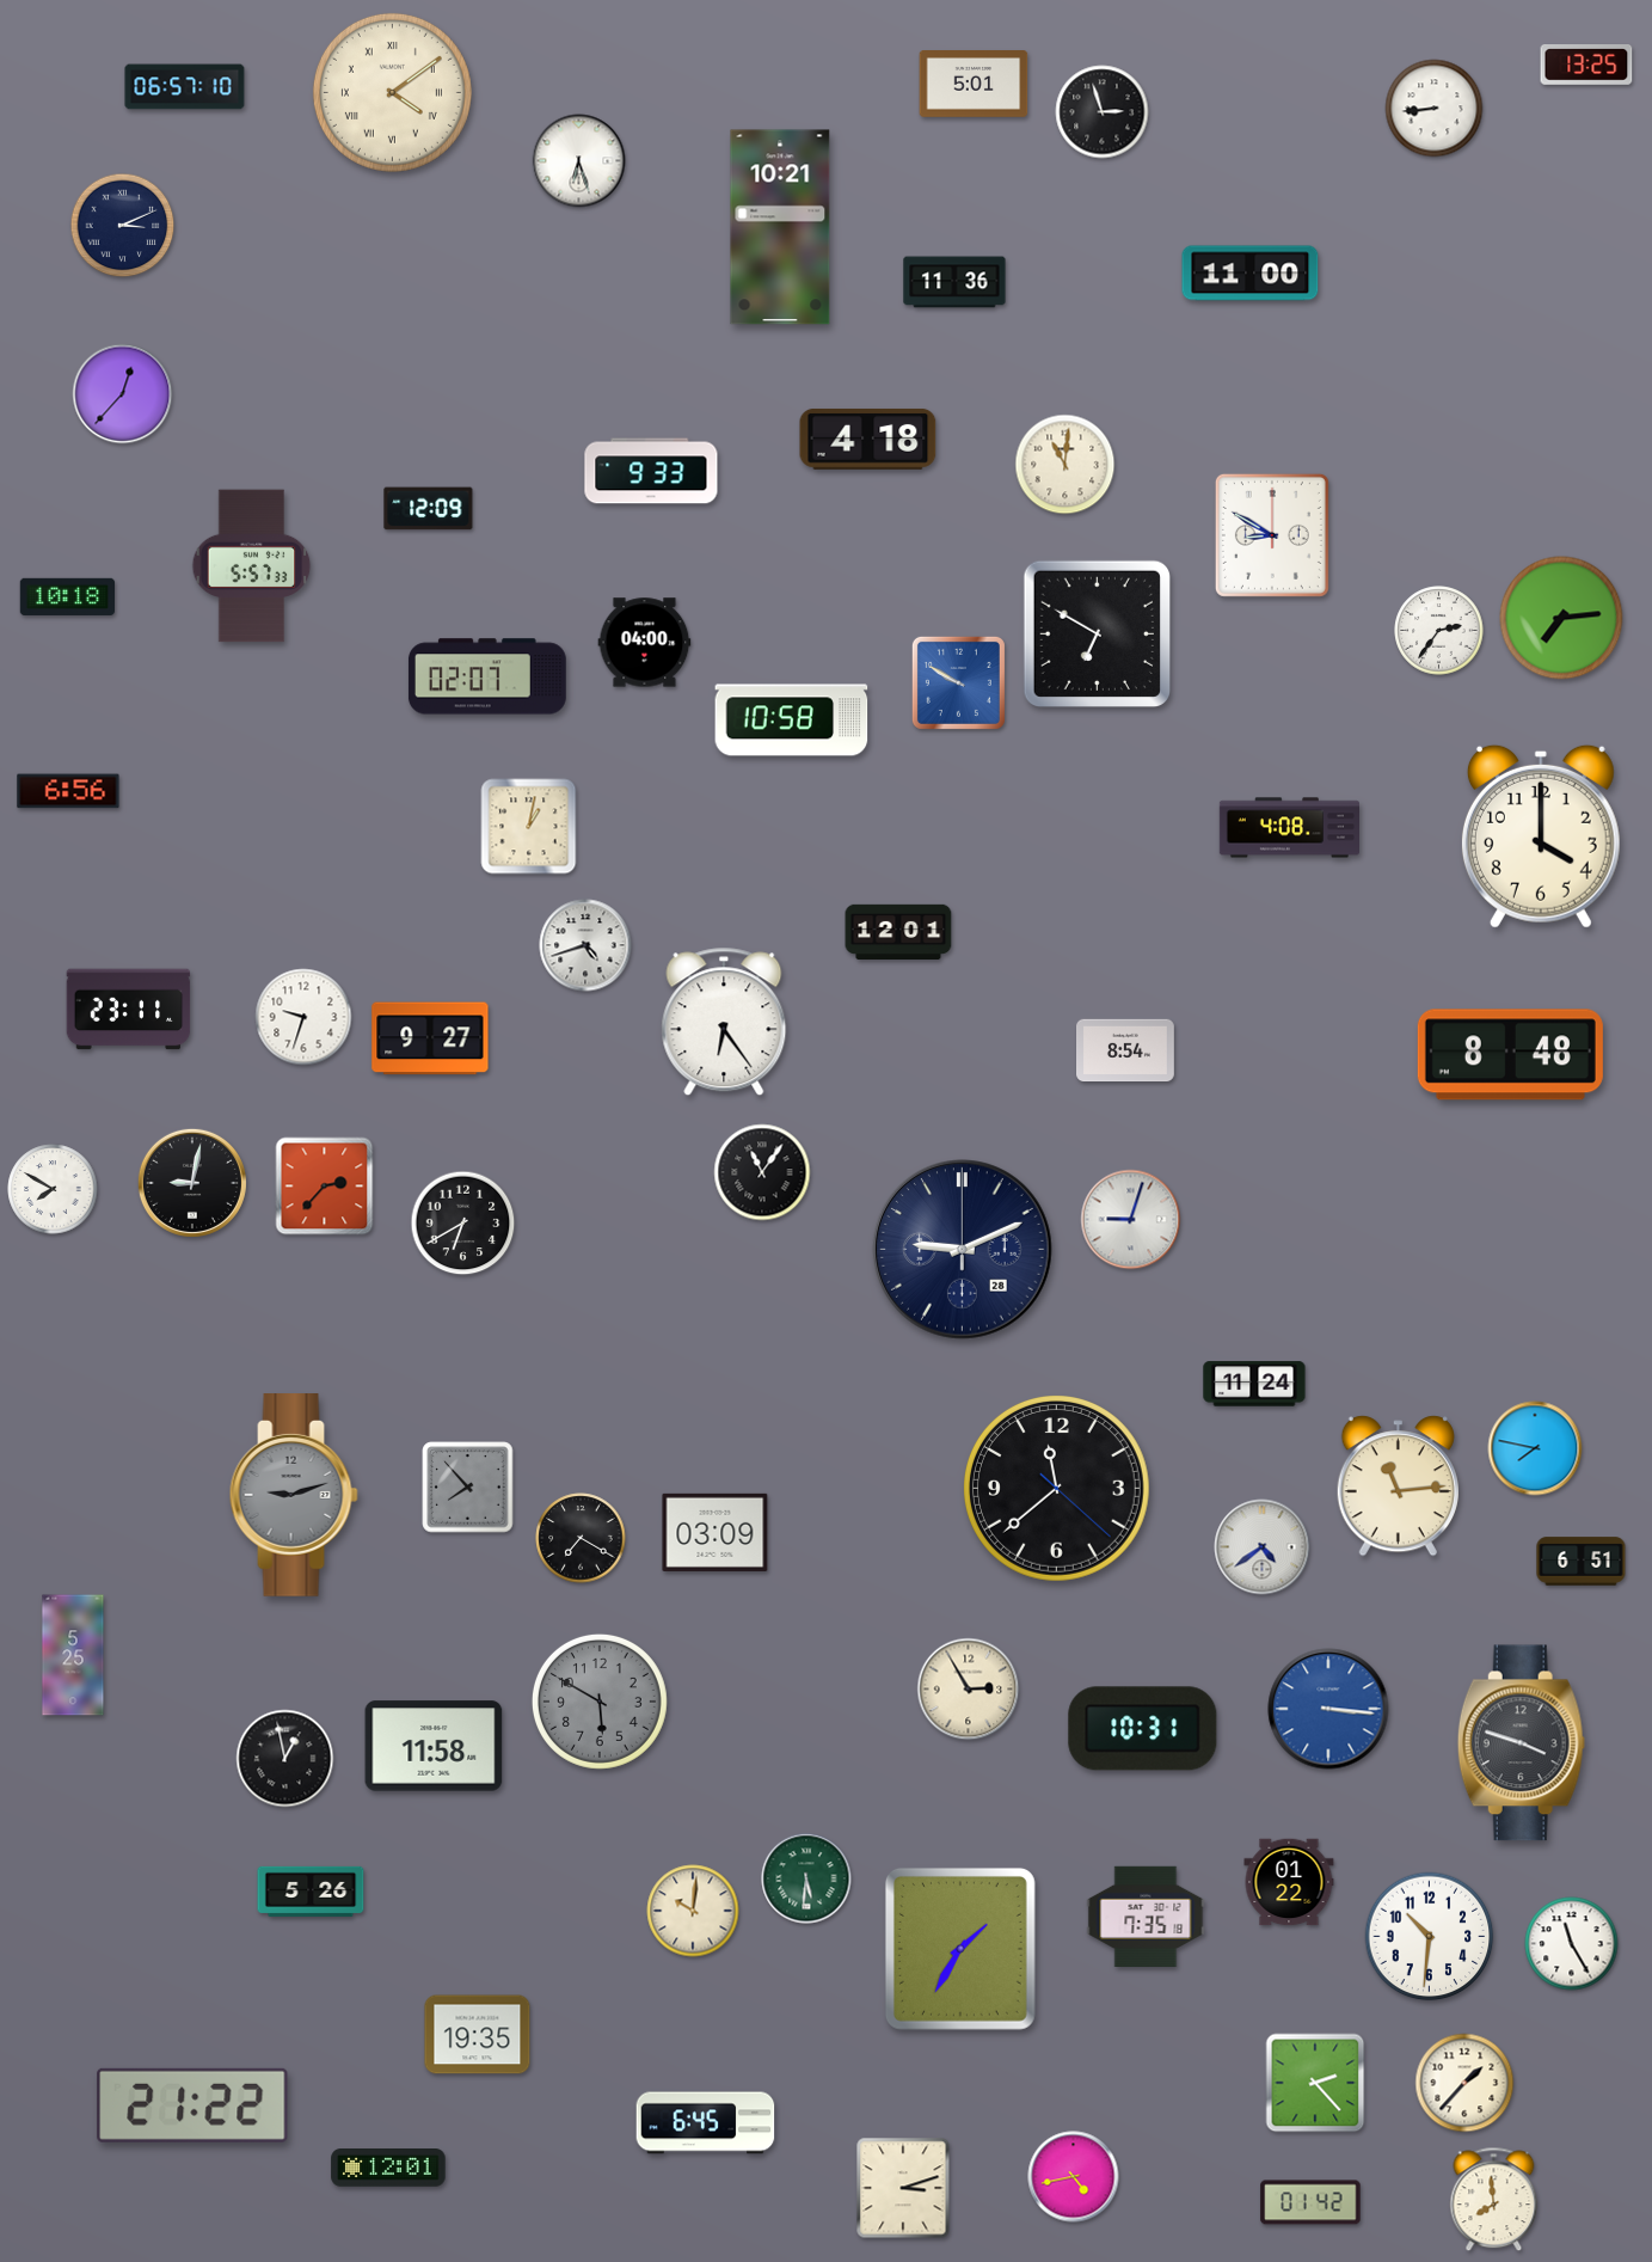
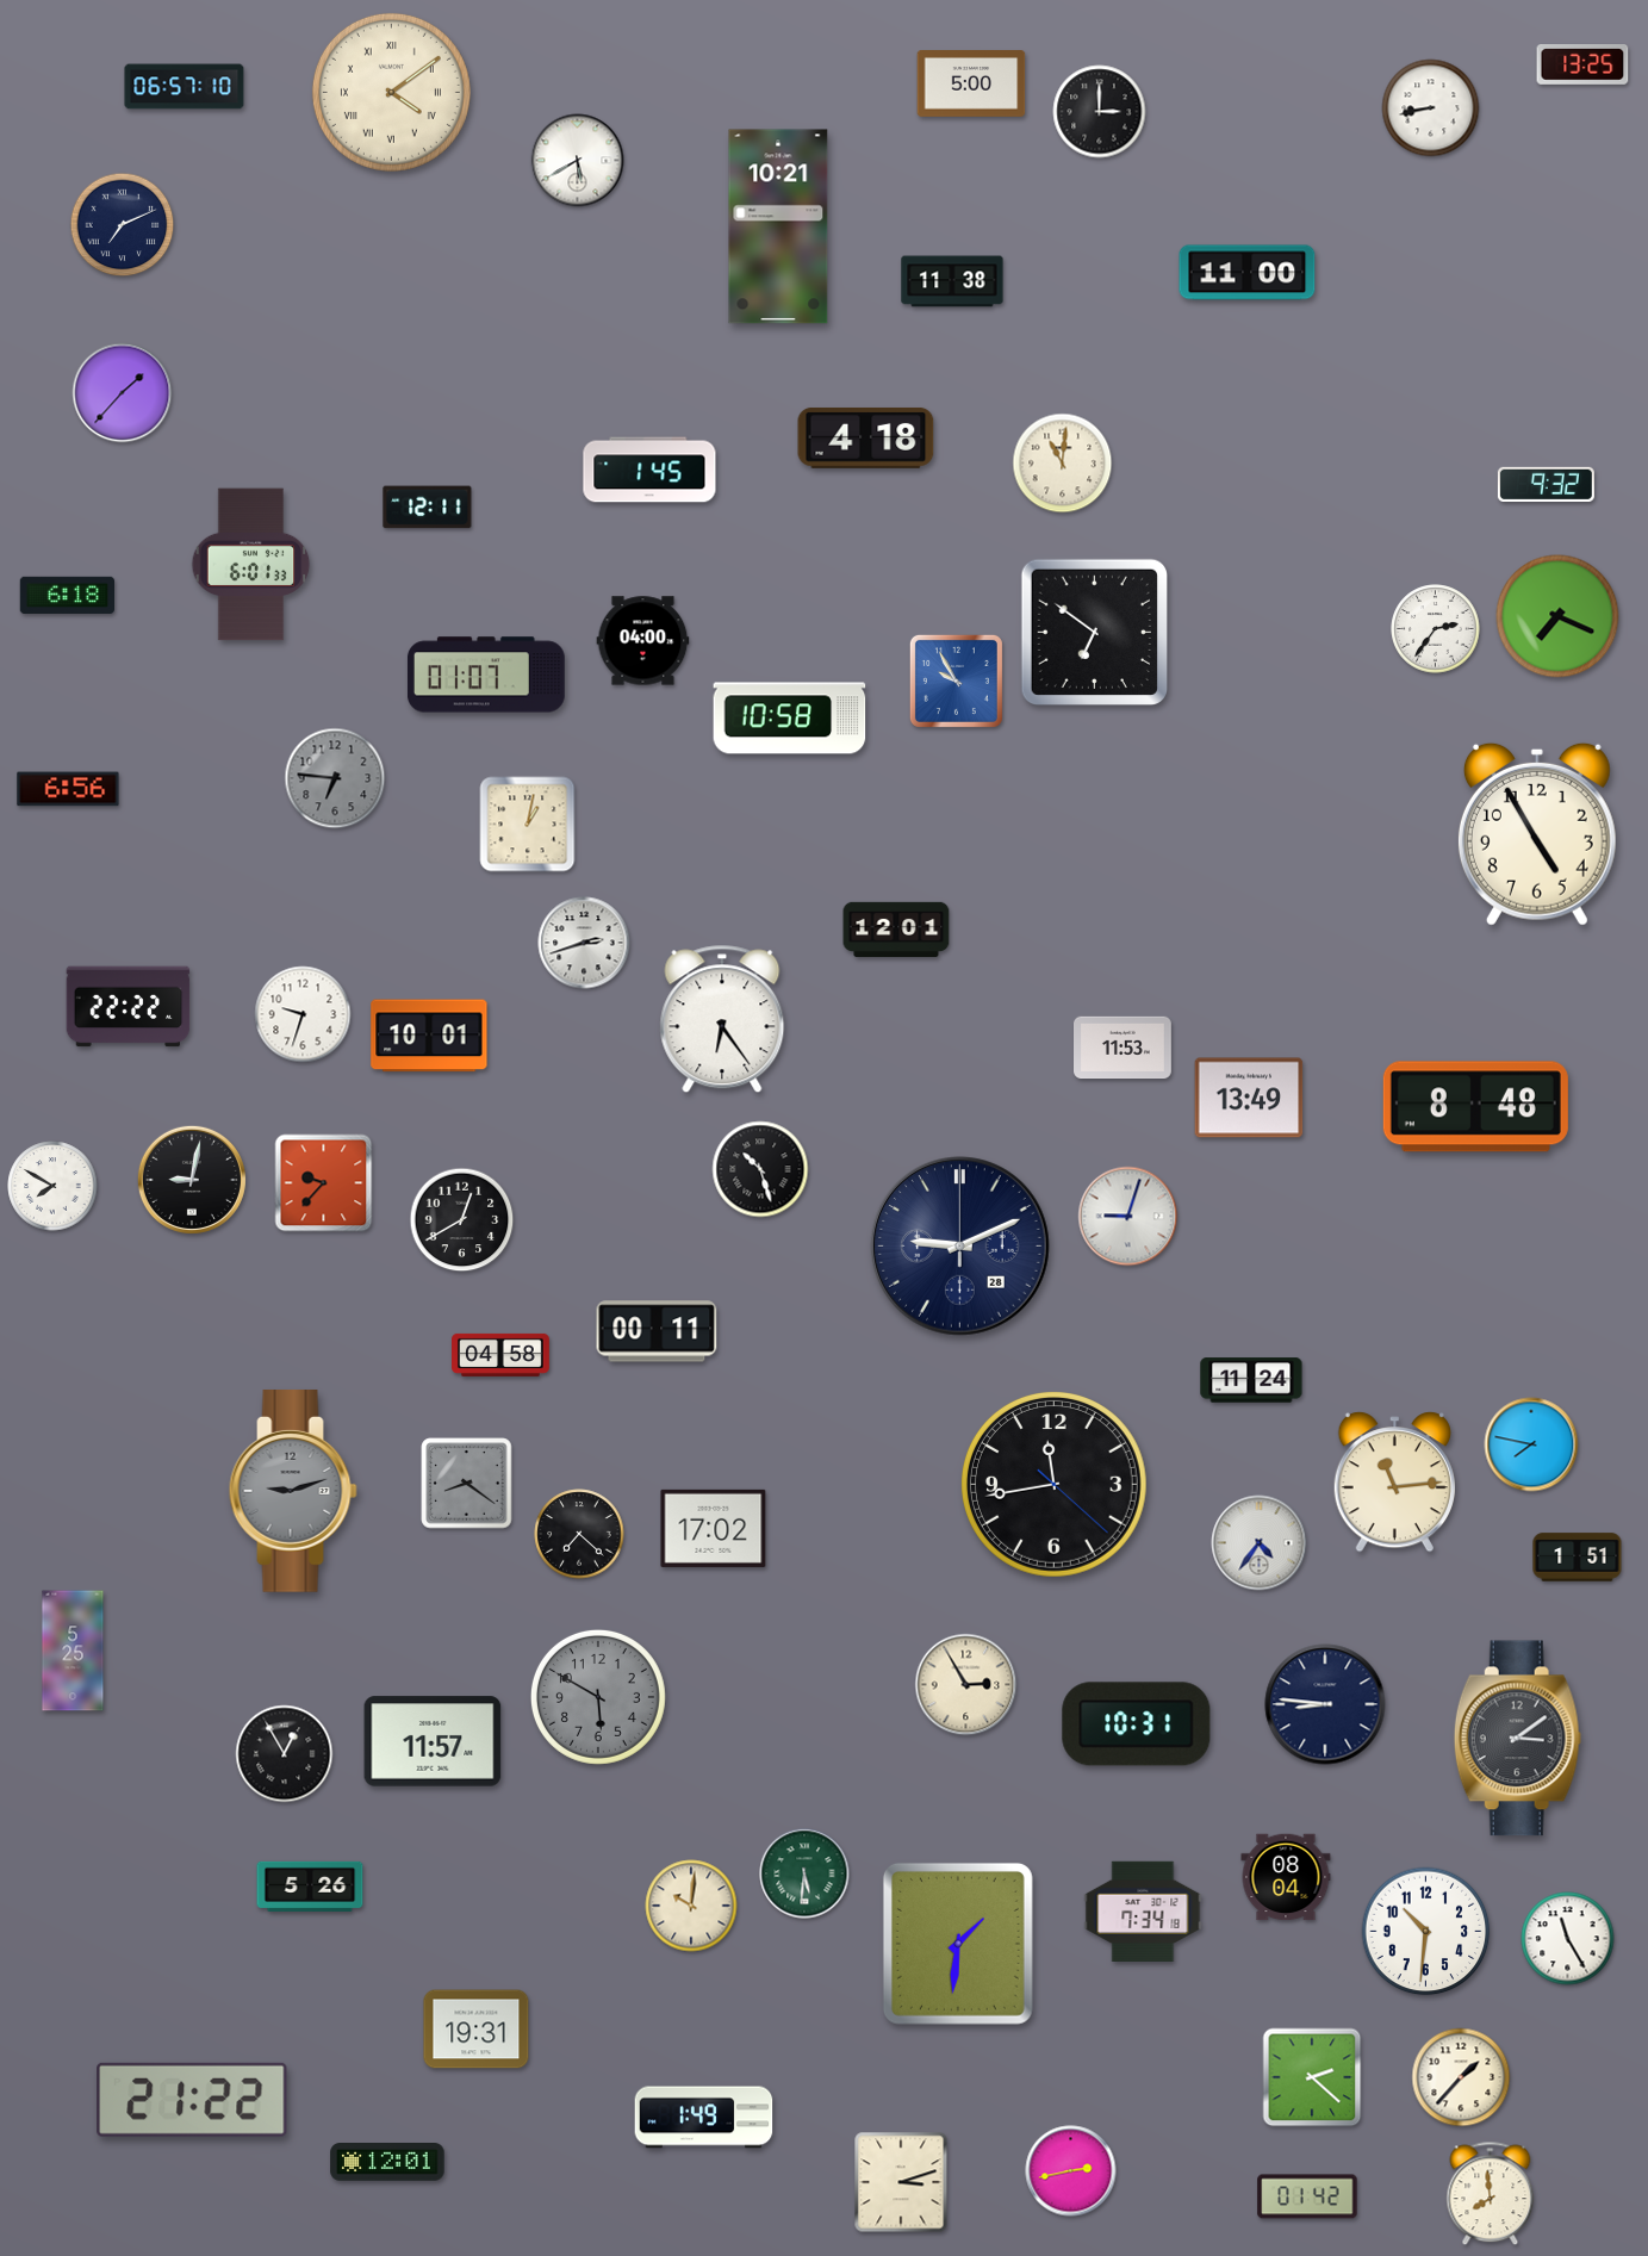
clock at (974, 85): 5:01 -> 5:00
clock at (1435, 109): 8:44 -> 8:43
clock at (1103, 112): 2:57 -> 3:00
clock at (579, 161): 6:27 -> 5:40
clock at (123, 226): 3:11 -> 7:11
clock at (954, 282): 11:36 -> 11:38
clock at (123, 394): 12:37 -> 1:37
clock at (651, 471): 9:33 -> 1:45
clock at (1546, 484): none -> 9:32
clock at (429, 509): 12:09 -> 12:11
clock at (1272, 535): 8:50 -> none
clock at (252, 566): 5:57 -> 6:01
clock at (68, 596): 10:18 -> 6:18
clock at (1561, 618): 7:14 -> 7:19
clock at (1097, 633): 6:50 -> 6:51
clock at (487, 676): 02:07 -> 01:07
clock at (958, 682): 9:50 -> 9:55
clock at (335, 778): none -> 6:46
clock at (1289, 828): 4:08 -> none
clock at (1541, 836): 4:00 -> 4:55
clock at (585, 945): 4:42 -> 2:42
clock at (129, 1010): 23:11 -> 22:22
clock at (430, 1038): 9:27 -> 10:01
clock at (1126, 1050): 8:54 -> 11:53
clock at (1510, 1055) position: (1510, 1055) -> (1475, 1107)
clock at (1249, 1098): none -> 13:49
clock at (762, 1172): 11:06 -> 10:27
clock at (325, 1187): 2:37 -> 9:37
clock at (463, 1224): 6:40 -> 12:40
clock at (657, 1331): none -> 00:11
clock at (502, 1355): none -> 04:58
clock at (468, 1488): 7:53 -> 8:21
clock at (1057, 1489): 11:38 -> 11:43
clock at (716, 1532): 03:09 -> 17:02
clock at (581, 1538): 7:20 -> 7:22
clock at (1263, 1547): 4:39 -> 4:36
clock at (1582, 1562): 6:51 -> 1:51
clock at (1328, 1709): 3:16 -> 8:46
clock at (1328, 1709) dial: blue -> navy
clock at (1143, 1729) position: (1143, 1729) -> (1137, 1724)
clock at (1521, 1743): 3:48 -> 3:09
clock at (434, 1746): 11:58 -> 11:57
clock at (285, 1759): 12:58 -> 12:55
clock at (1289, 1882): 01:22 -> 08:04
clock at (1146, 1915): 7:35 -> 7:34
clock at (960, 1949): 1:35 -> 1:31
clock at (478, 2035): 19:35 -> 19:31
clock at (1315, 2083): 2:23 -> 2:22
clock at (706, 2123): 6:45 -> 1:49
clock at (1074, 2177): 4:43 -> 2:43
